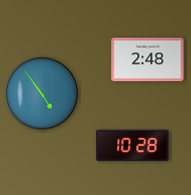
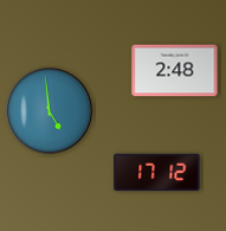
clock at (42, 94): 4:54 -> 4:59
clock at (133, 146): 10:28 -> 17:12
